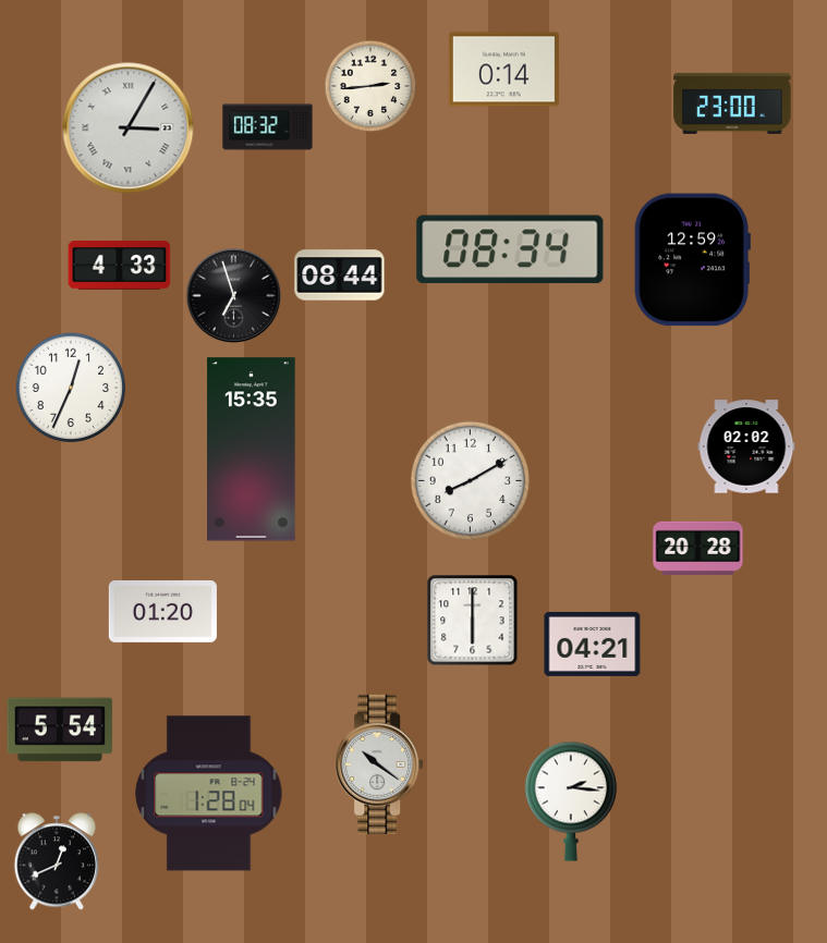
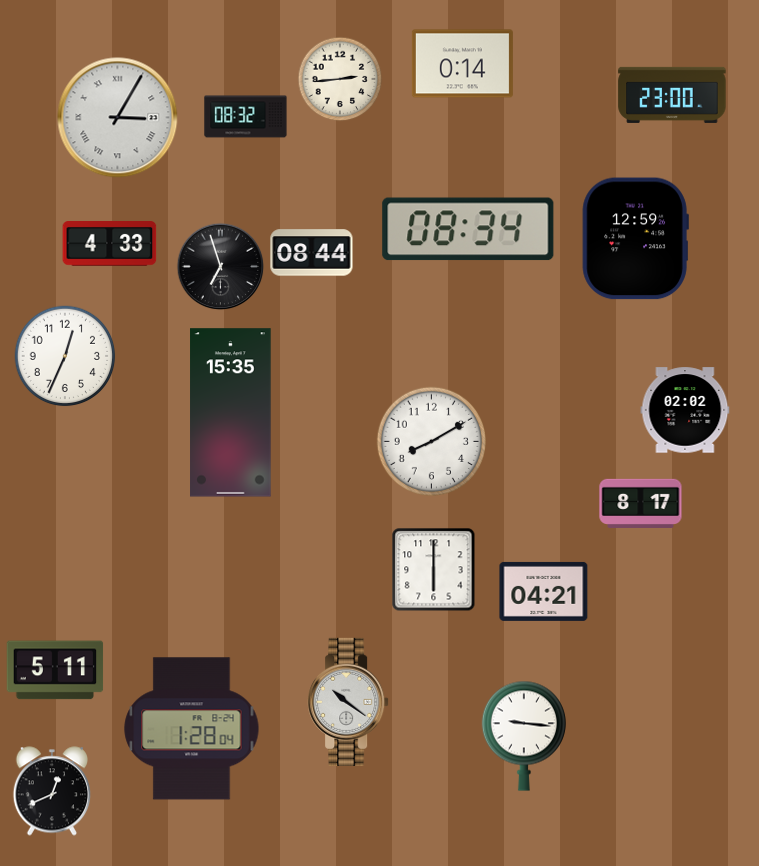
clock at (234, 296) position: (234, 296) -> (221, 267)
clock at (698, 548): 20:28 -> 8:17
clock at (162, 611): 01:20 -> none
clock at (60, 730): 5:54 -> 5:11
clock at (571, 801): 2:16 -> 9:16
